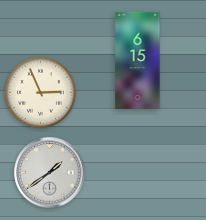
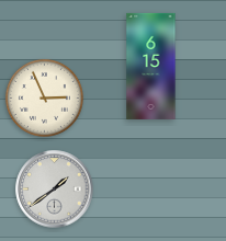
clock at (40, 92) position: (40, 92) -> (44, 97)
